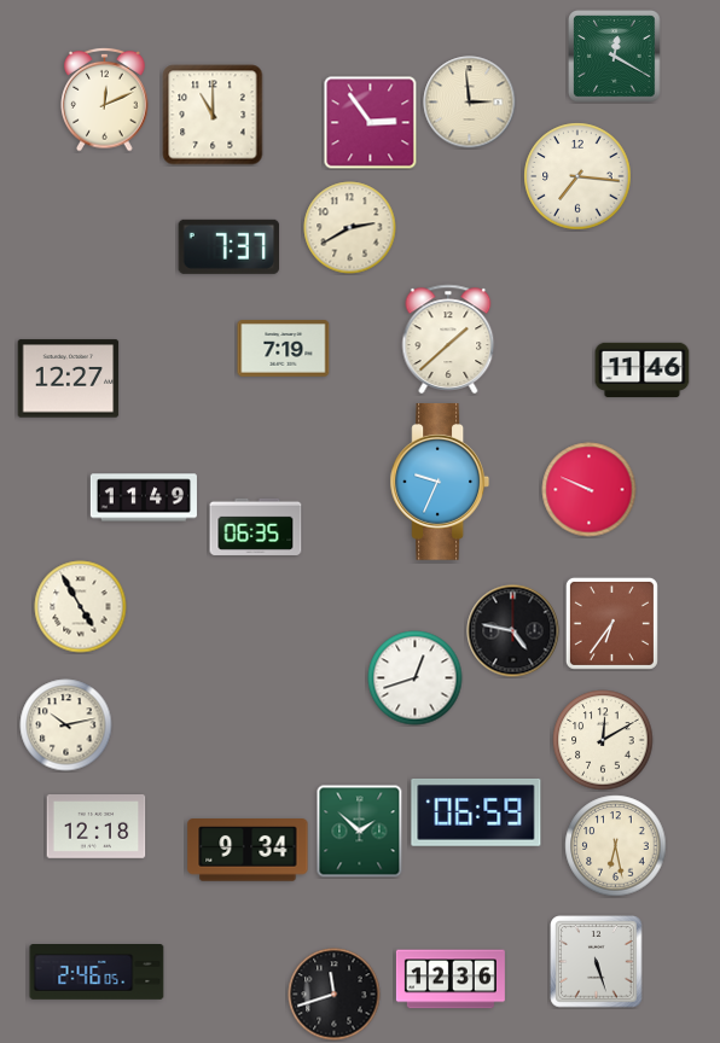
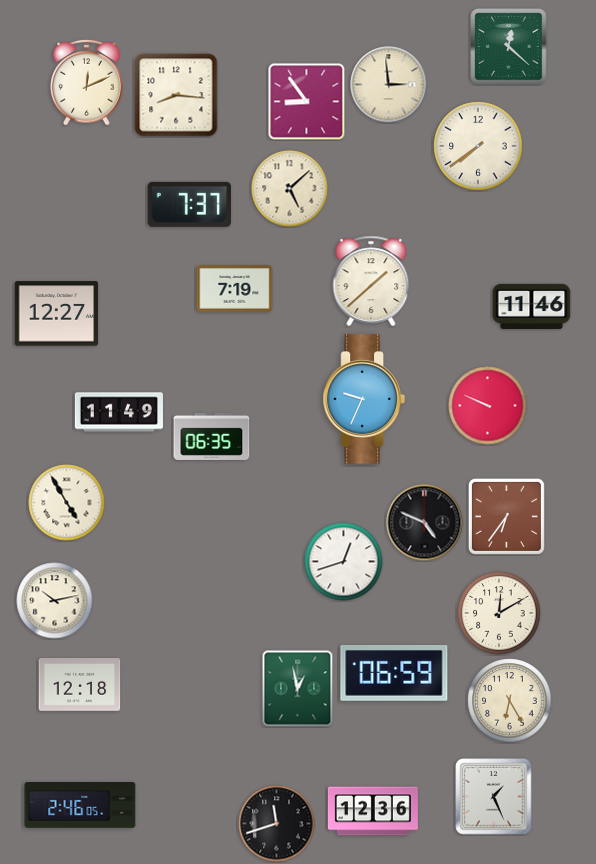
clock at (615, 57): 12:20 -> 12:22
clock at (213, 115): 11:00 -> 8:16
clock at (371, 123): 2:54 -> 8:54
clock at (577, 176): 7:16 -> 7:39
clock at (350, 228): 2:40 -> 5:08
clock at (513, 631): 4:47 -> 4:49
clock at (360, 832): 1:52 -> 12:58
clock at (616, 846): 6:28 -> 6:25
clock at (248, 850): 9:34 -> none
clock at (597, 962): 5:27 -> 1:26
